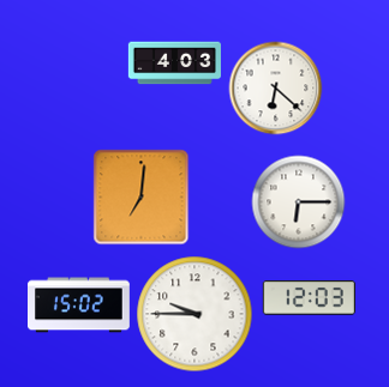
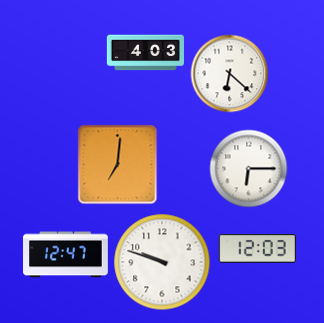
clock at (79, 306): 15:02 -> 12:47
clock at (194, 314): 9:45 -> 9:48
